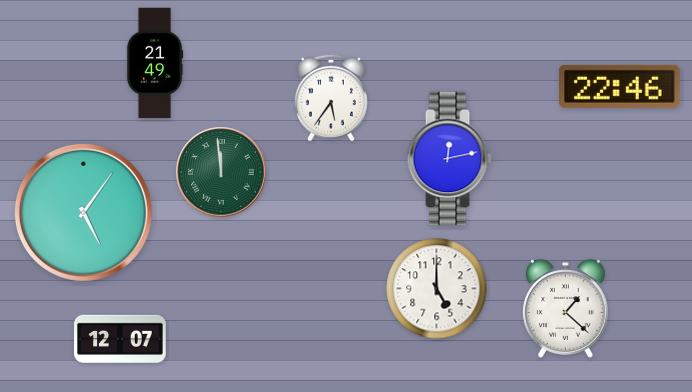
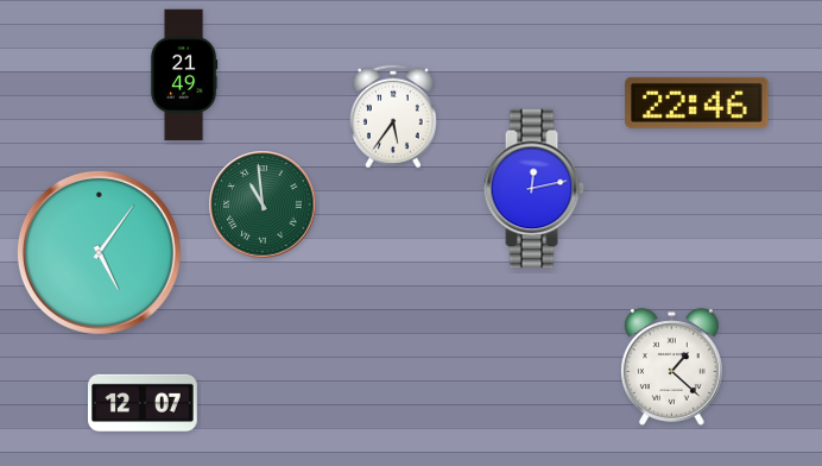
clock at (620, 86) position: (620, 86) -> (697, 102)
clock at (221, 172): 11:59 -> 10:59
clock at (437, 289): 5:00 -> none
